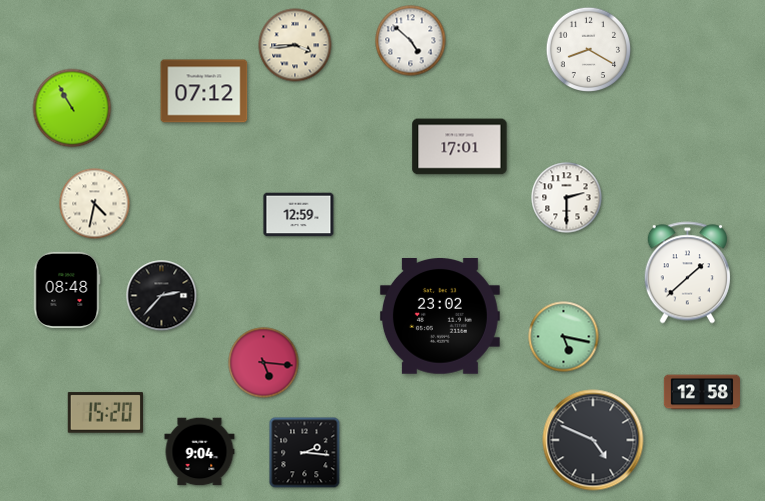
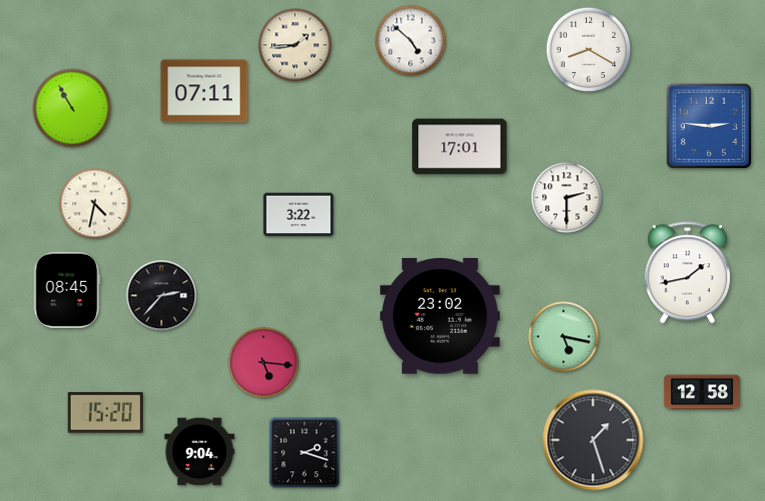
clock at (295, 45): 3:44 -> 1:44
clock at (204, 91): 07:12 -> 07:11
clock at (709, 126): none -> 2:46
clock at (299, 215): 12:59 -> 3:22
clock at (687, 273): 1:38 -> 1:43
clock at (67, 290): 08:48 -> 08:45
clock at (593, 440): 4:49 -> 1:27
clock at (305, 453): 2:16 -> 2:18
